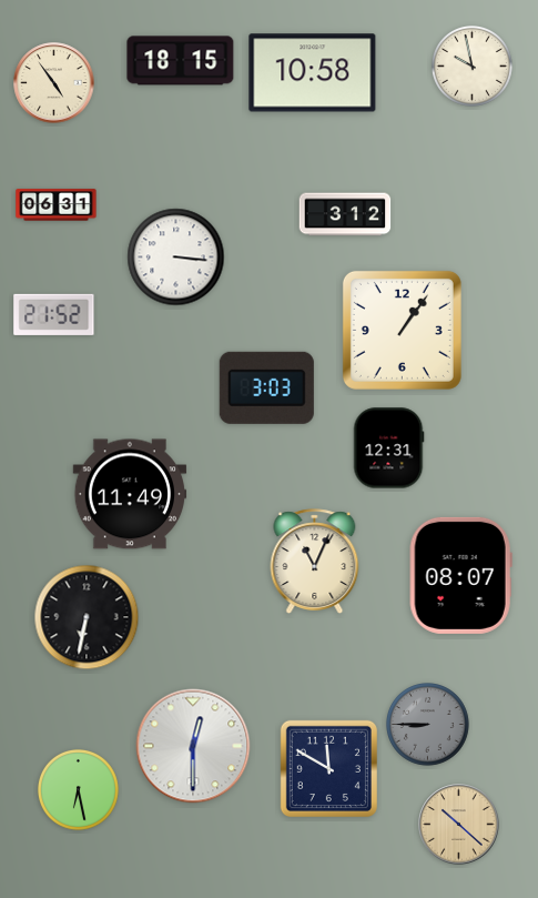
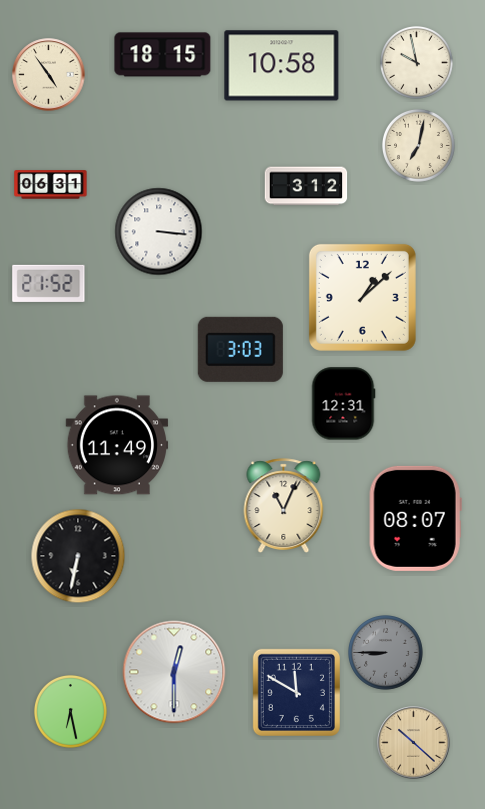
clock at (471, 65) position: (471, 65) -> (416, 62)
clock at (418, 145): none -> 7:02
clock at (345, 214) position: (345, 214) -> (306, 186)
clock at (402, 330): 1:06 -> 1:08
clock at (388, 448) position: (388, 448) -> (343, 404)
